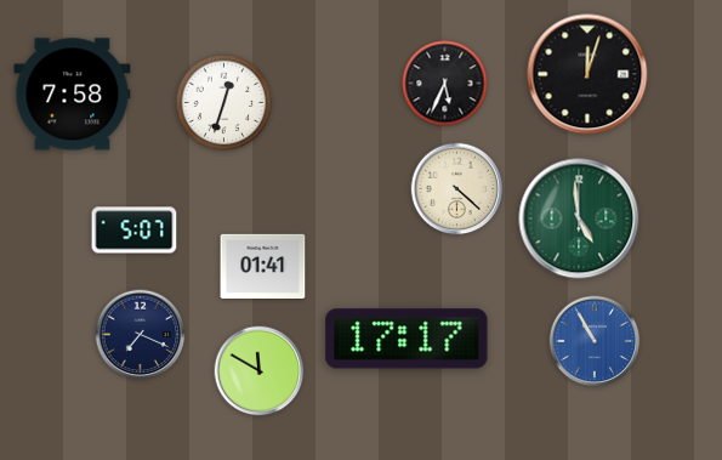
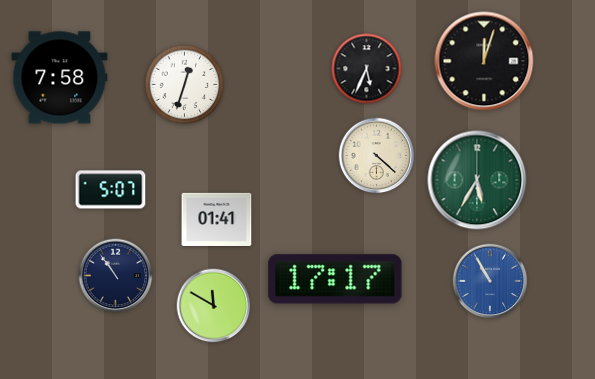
clock at (579, 218): 4:59 -> 5:35
clock at (141, 335): 7:19 -> 10:54
